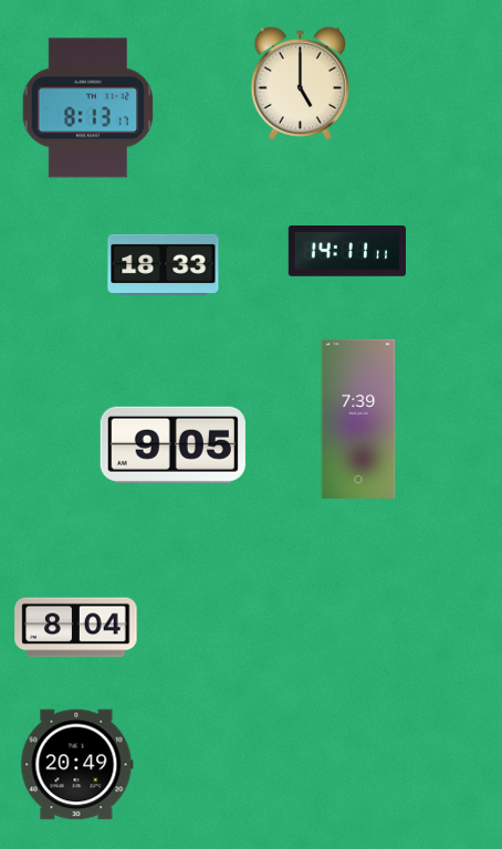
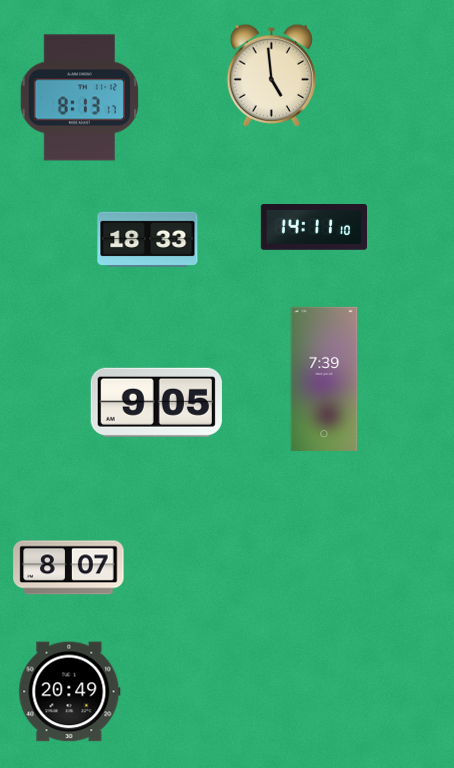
clock at (300, 83): 5:00 -> 4:59
clock at (346, 252): 14:11:11 -> 14:11:10
clock at (76, 628): 8:04 -> 8:07
